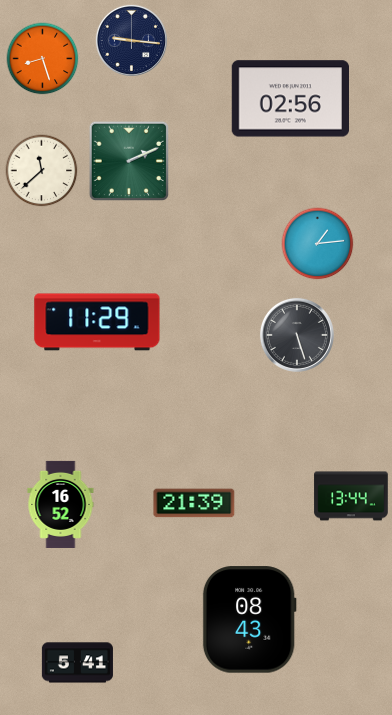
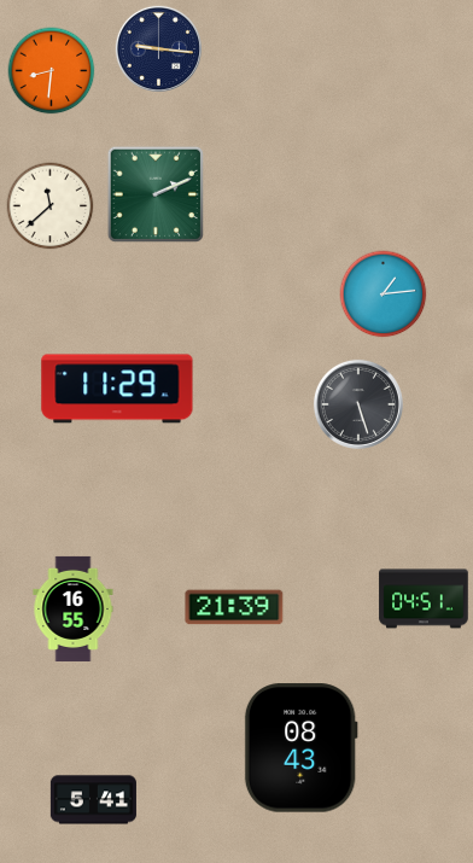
clock at (43, 59): 8:27 -> 8:31
clock at (290, 99): 02:56 -> none
clock at (351, 496): 13:44 -> 04:51
clock at (61, 504): 16:52 -> 16:55
